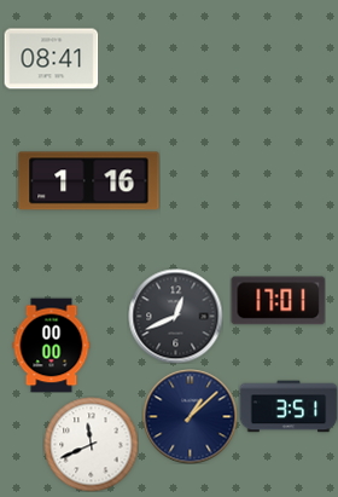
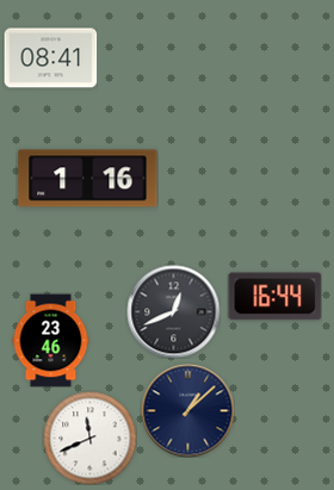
clock at (278, 301): 17:01 -> 16:44
clock at (52, 345): 00:00 -> 23:46
clock at (289, 406): 3:51 -> none
